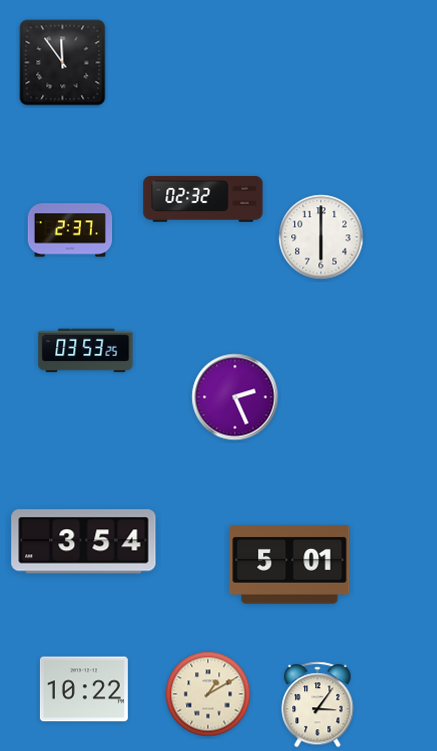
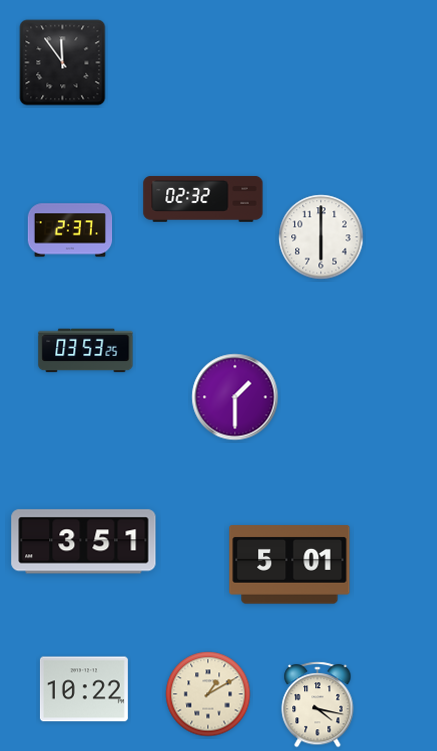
clock at (235, 397): 2:26 -> 1:30
clock at (84, 542): 3:54 -> 3:51
clock at (318, 705): 3:06 -> 4:17
